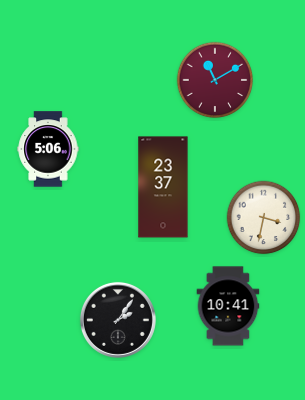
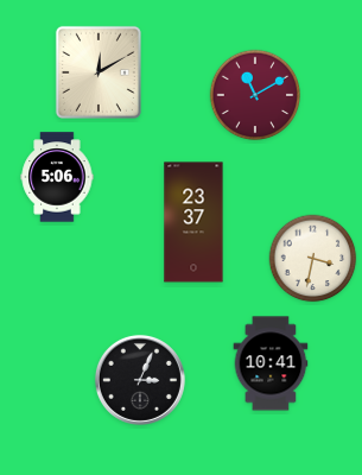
clock at (99, 72): none -> 12:10
clock at (118, 320): 2:06 -> 3:04
